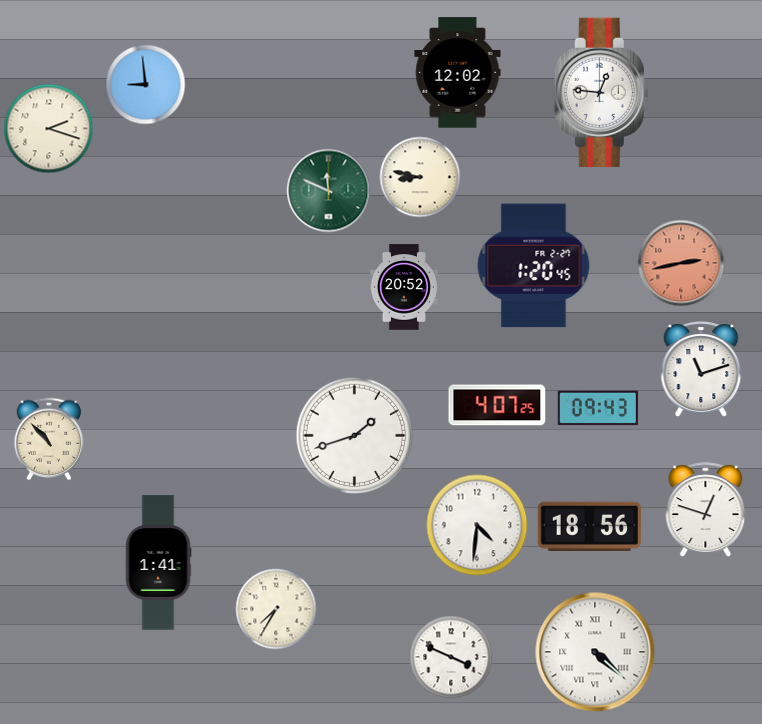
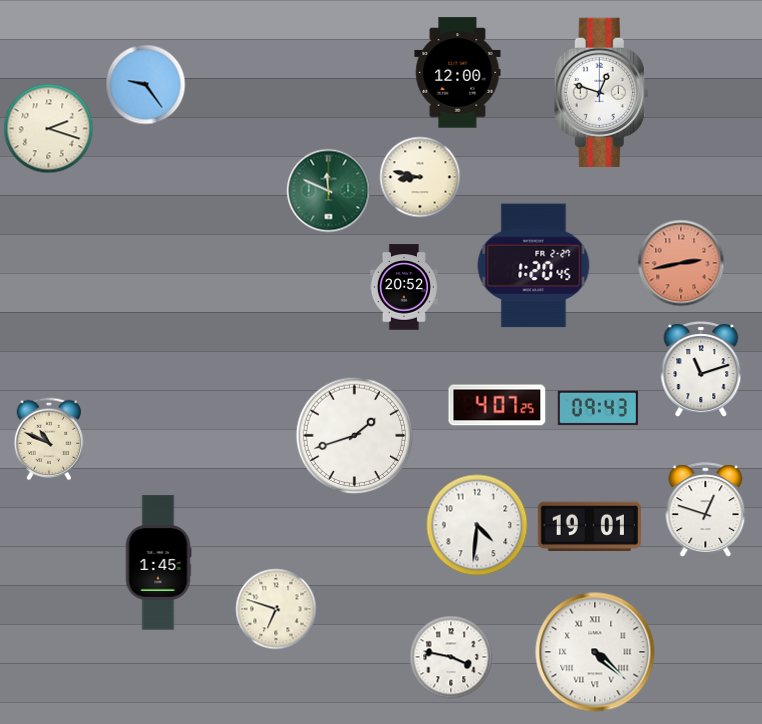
clock at (458, 73): 12:02 -> 12:00
clock at (146, 85): 8:59 -> 9:24
clock at (601, 92): 12:46 -> 12:48
clock at (49, 439): 10:53 -> 10:49
clock at (589, 527): 18:56 -> 19:01
clock at (158, 563): 1:41 -> 1:45
clock at (276, 609): 7:35 -> 6:48
clock at (451, 657): 3:49 -> 3:47
